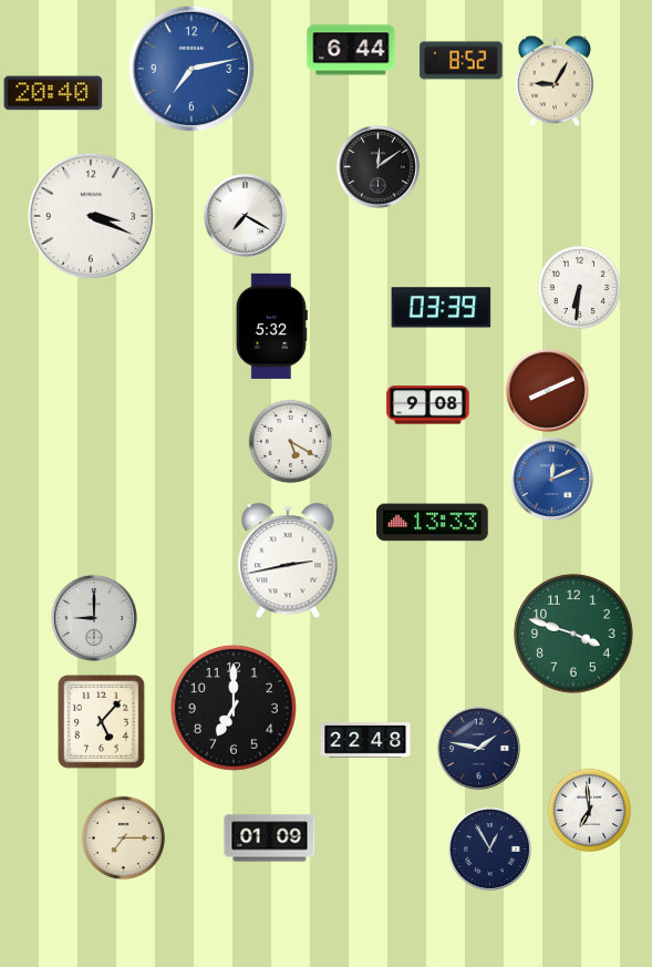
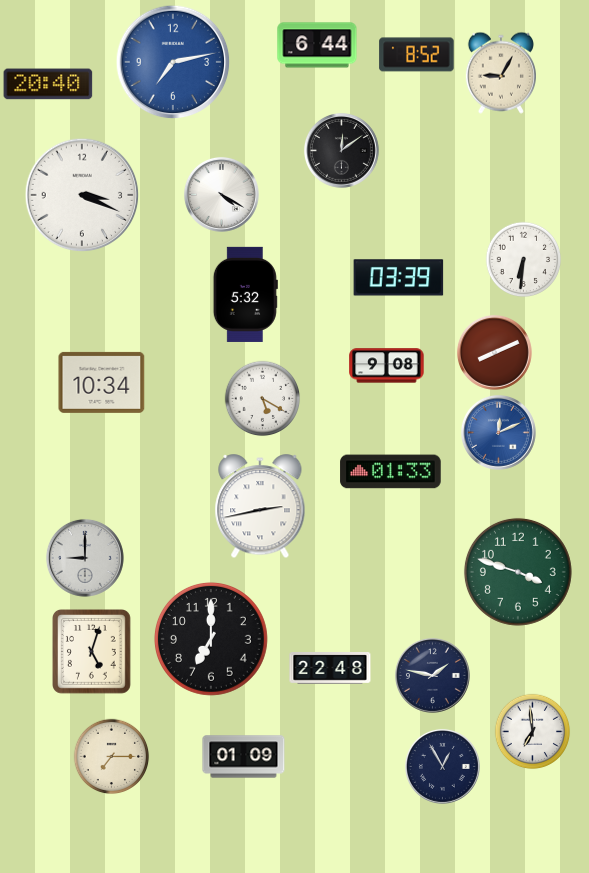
clock at (245, 215): 7:20 -> 4:20
clock at (102, 382): none -> 10:34
clock at (433, 523): 13:33 -> 01:33
clock at (102, 722): 5:07 -> 5:03
